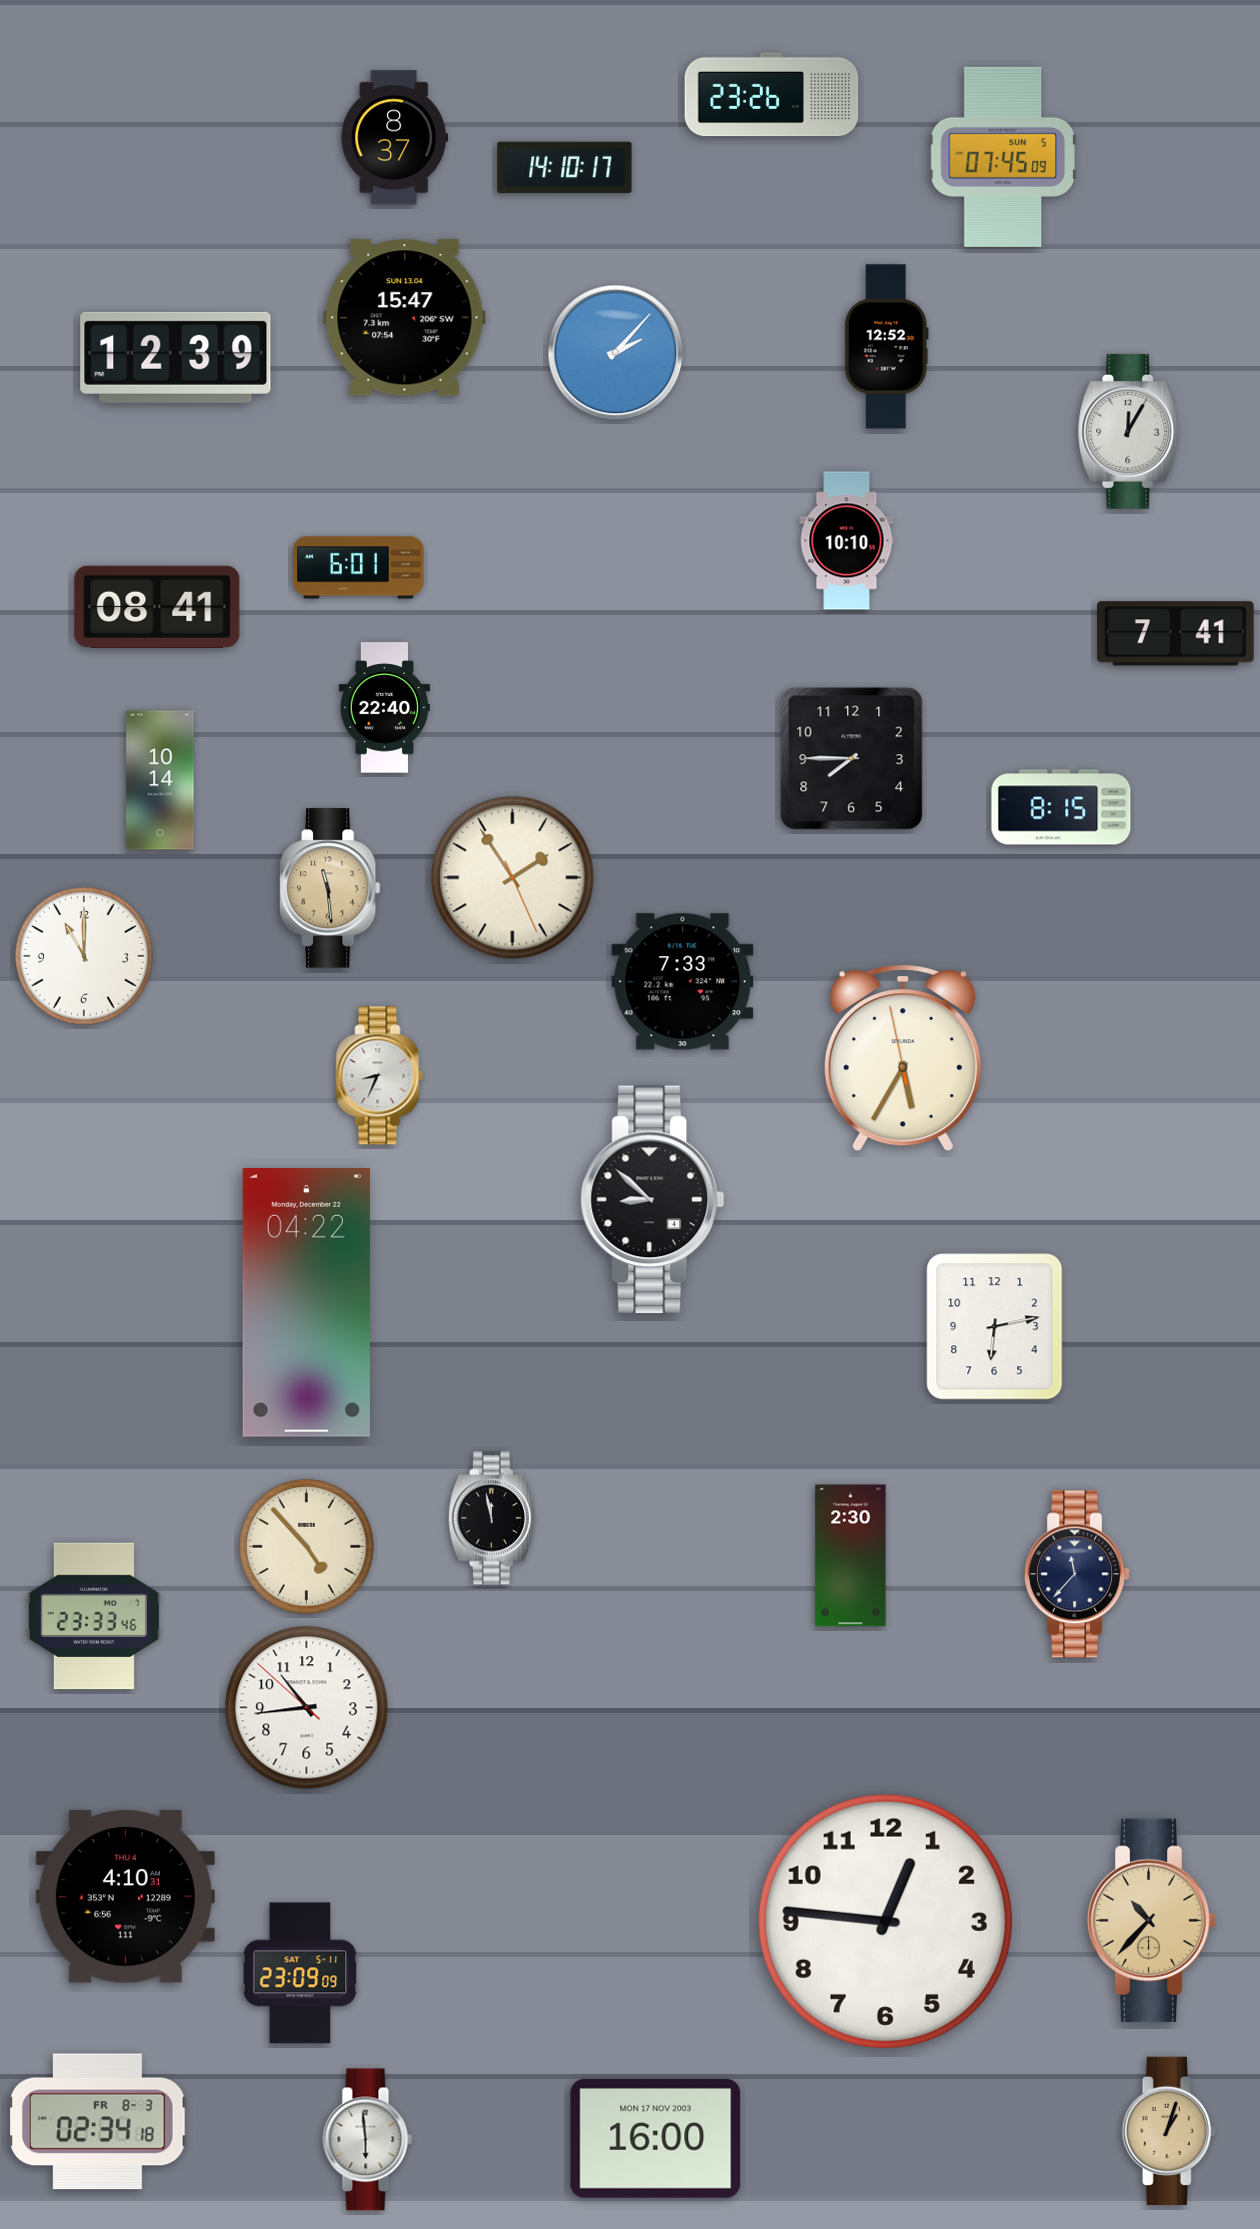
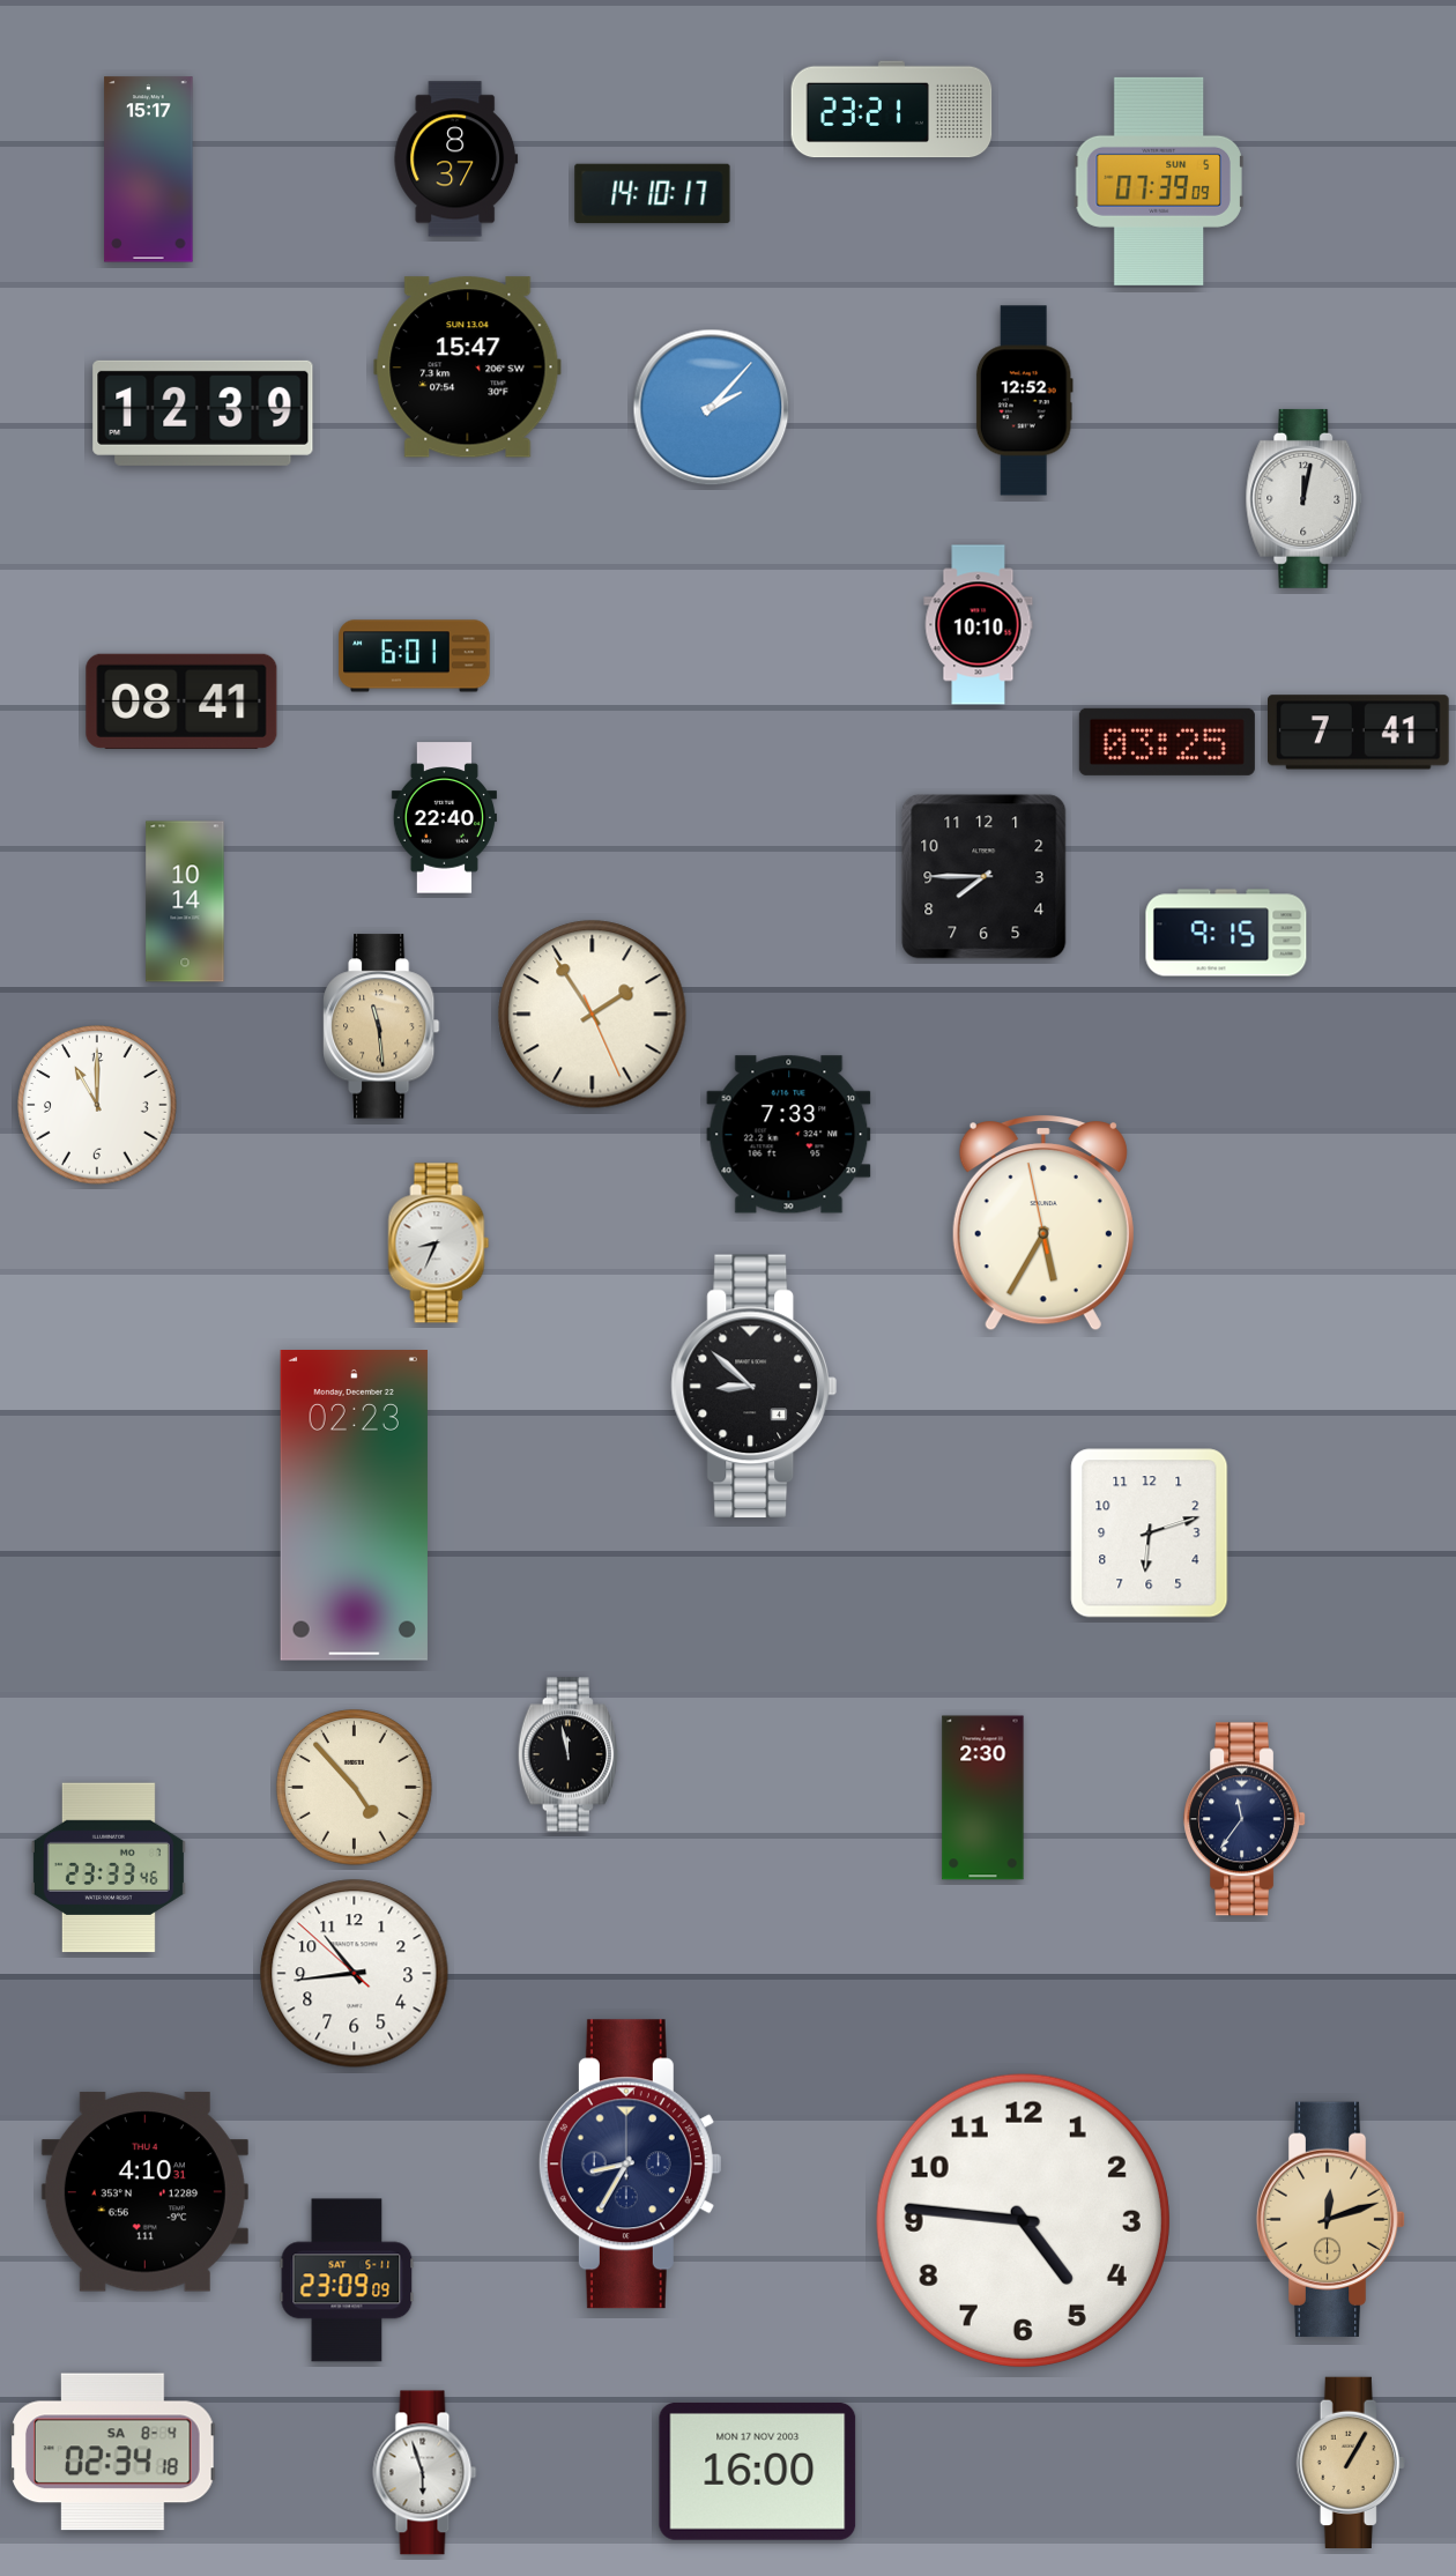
clock at (772, 95): 23:26 -> 23:21
clock at (149, 170): none -> 15:17
clock at (1003, 157): 07:45 -> 07:39
clock at (1129, 431): 12:05 -> 12:02
clock at (1167, 742): none -> 03:25
clock at (1061, 807): 8:15 -> 9:15
clock at (306, 1303): 04:22 -> 02:23
clock at (995, 1327): 6:13 -> 6:12
clock at (1078, 1574): 11:37 -> 11:36
clock at (630, 2165): none -> 8:35
clock at (1152, 1920): 10:37 -> 12:12
clock at (885, 1921): 12:46 -> 4:46
clock at (98, 2122) date: FR 8-3 -> SA 8-4
clock at (1169, 2130): 1:03 -> 1:05
clock at (368, 2140): 5:59 -> 5:57
